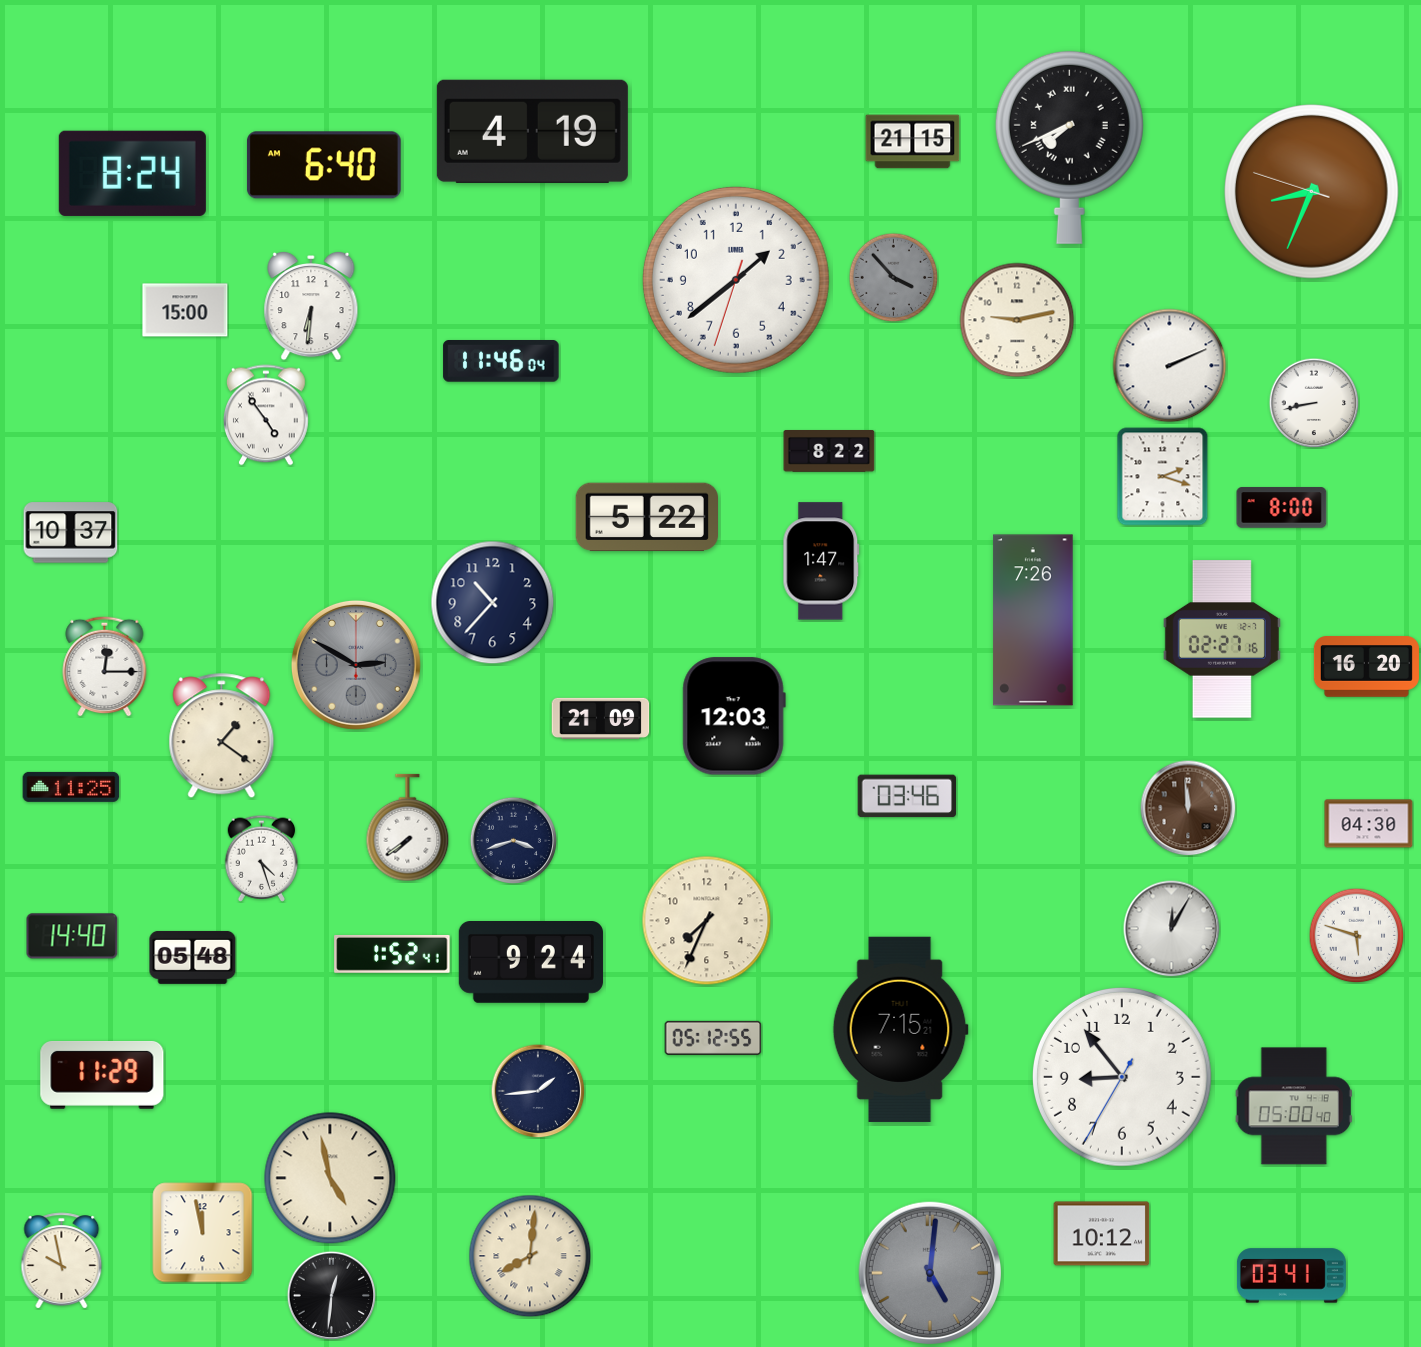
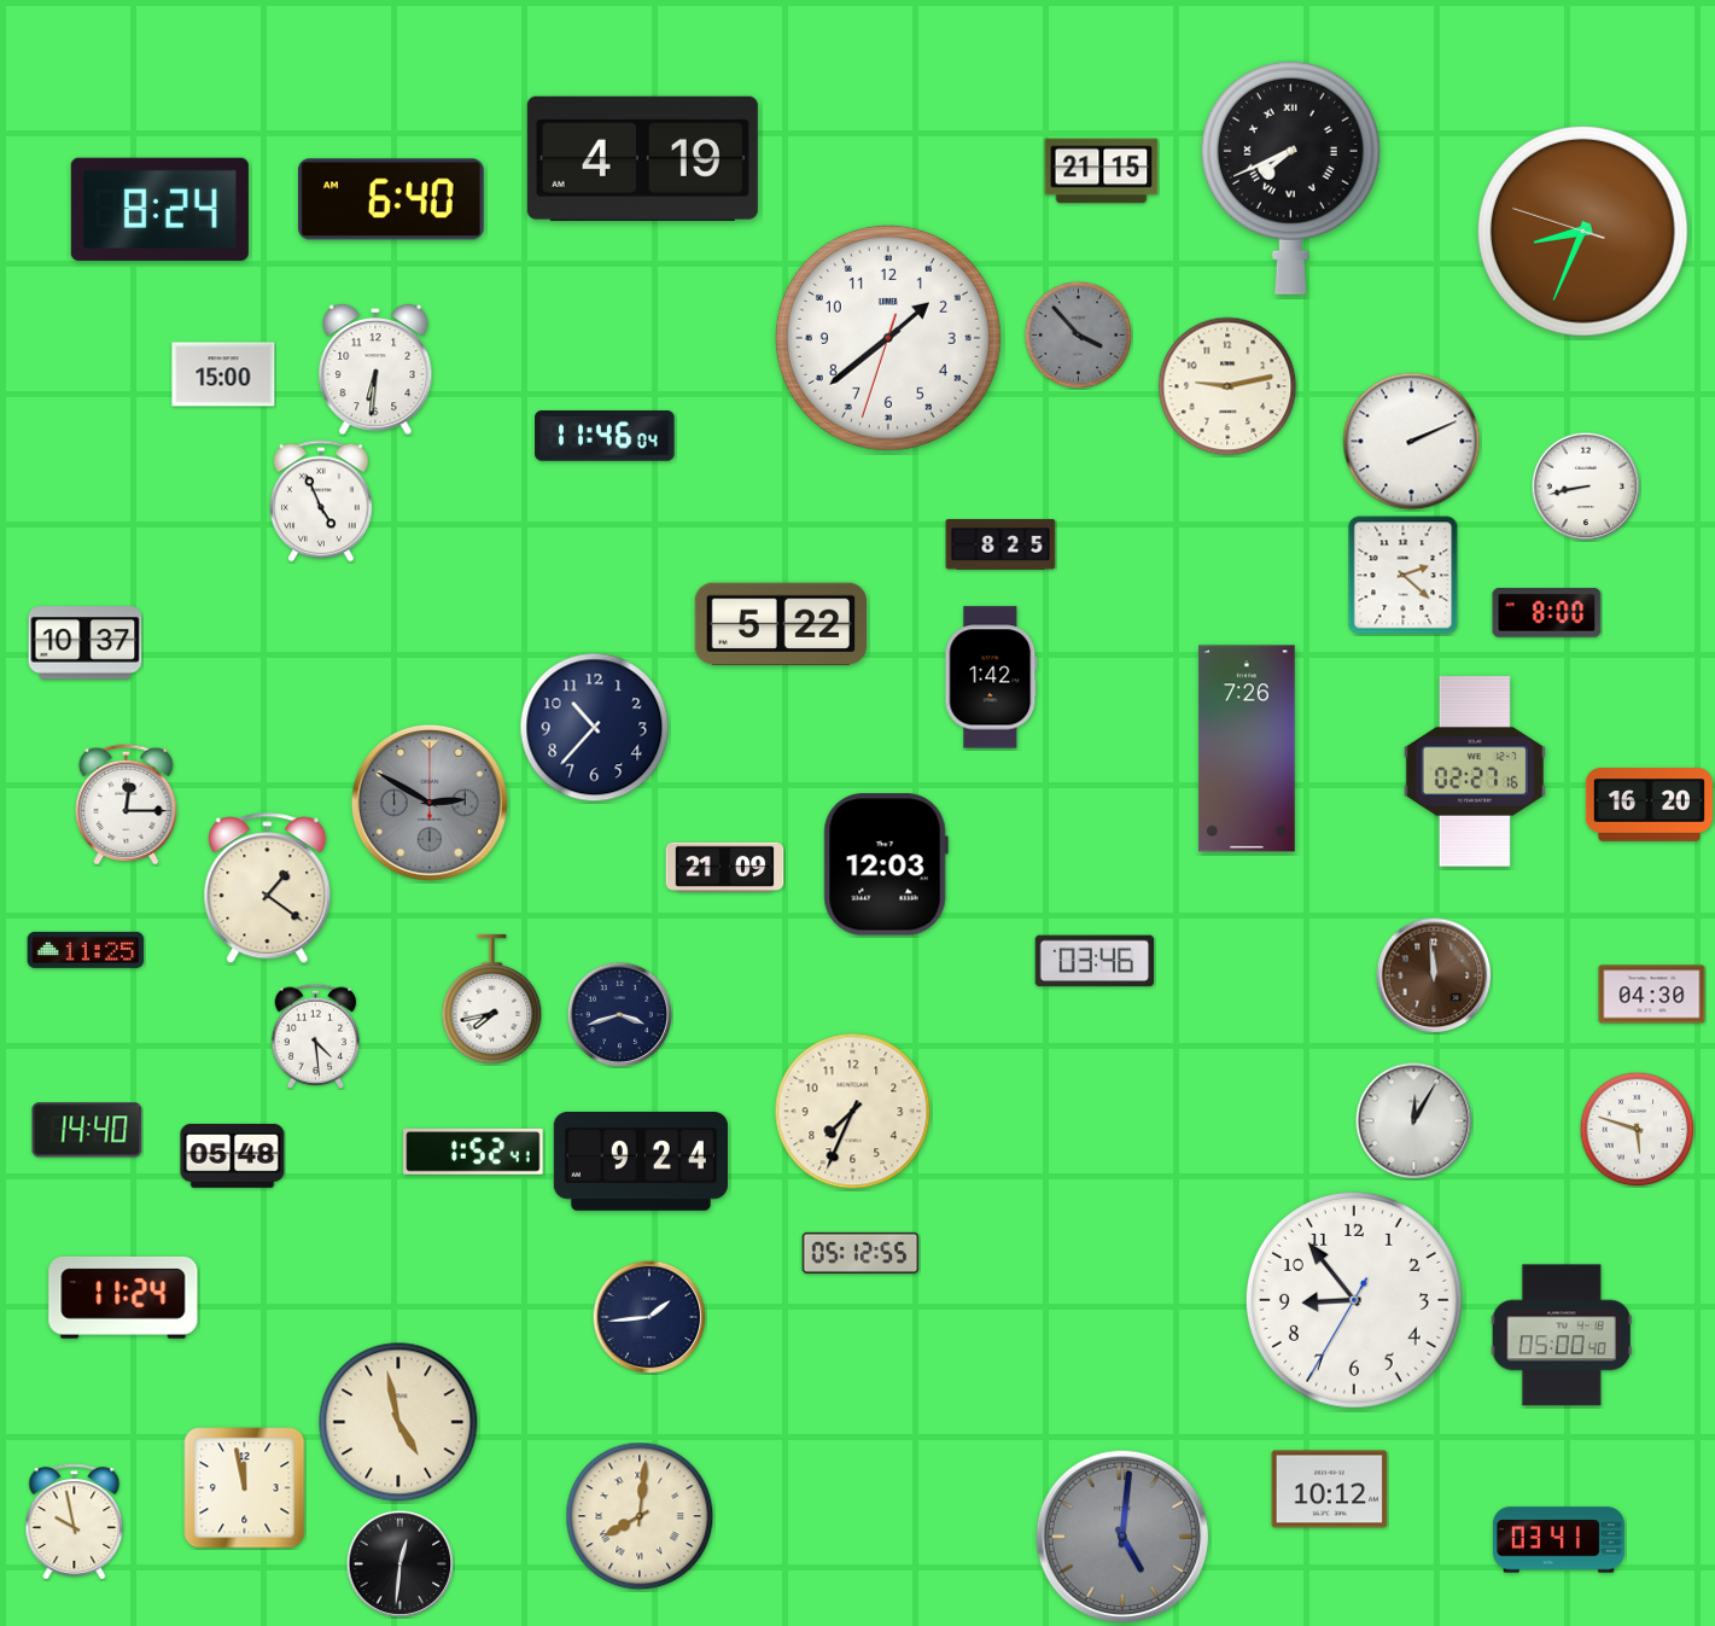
clock at (266, 415): 4:54 -> 4:56
clock at (829, 452): 8:22 -> 8:25
clock at (1163, 477): 2:18 -> 2:22
clock at (821, 561): 1:47 -> 1:42
clock at (408, 828): 7:39 -> 7:43
clock at (262, 858): 4:27 -> 4:29
clock at (900, 1029): 7:15 -> none
clock at (102, 1075): 11:29 -> 11:24
